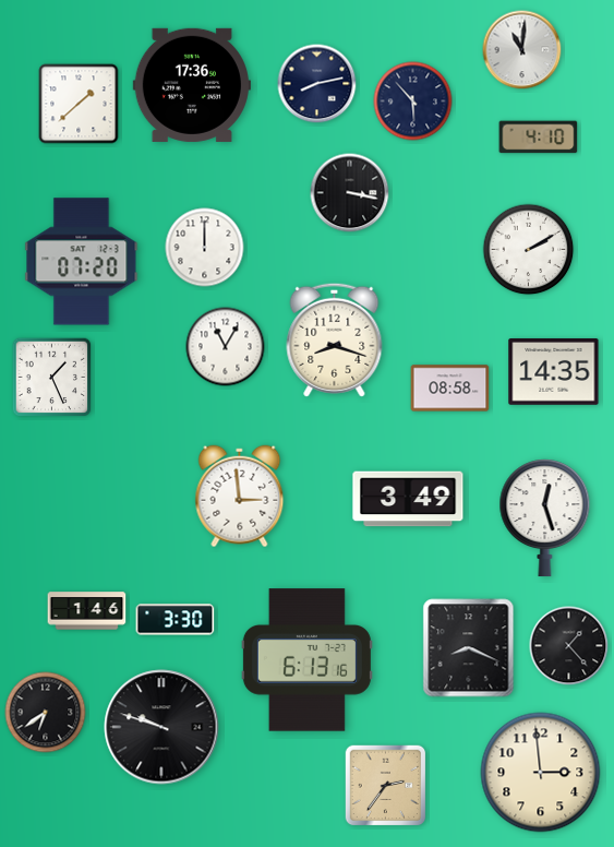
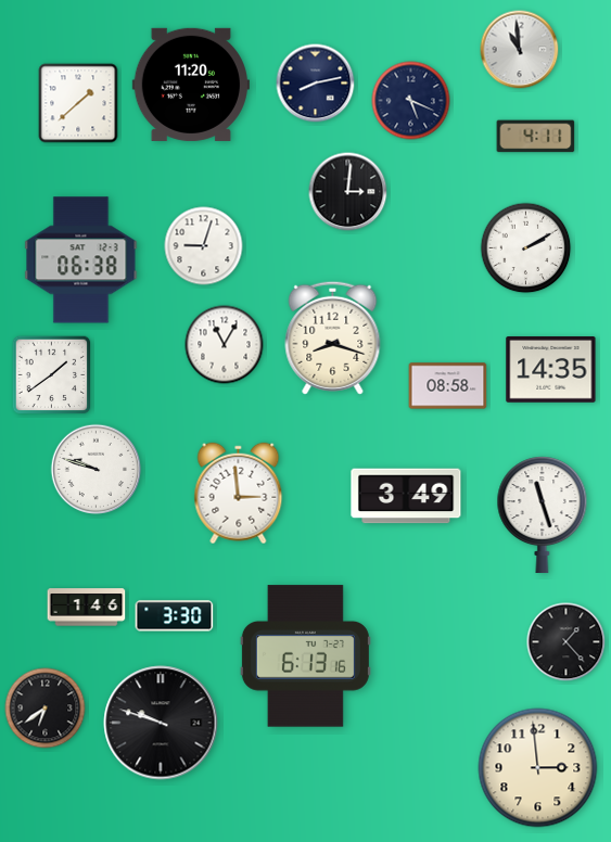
clock at (522, 50): 11:01 -> 10:59
clock at (192, 85): 17:36 -> 11:20
clock at (413, 102): 5:53 -> 5:19
clock at (539, 138): 4:10 -> 4:11
clock at (350, 193): 3:17 -> 3:01
clock at (205, 248): 12:00 -> 9:03
clock at (82, 262): 07:20 -> 06:38
clock at (52, 378): 1:26 -> 1:39
clock at (97, 470): none -> 9:48
clock at (545, 518): 12:27 -> 11:27
clock at (469, 648): 8:19 -> none
clock at (386, 786): 2:36 -> none
